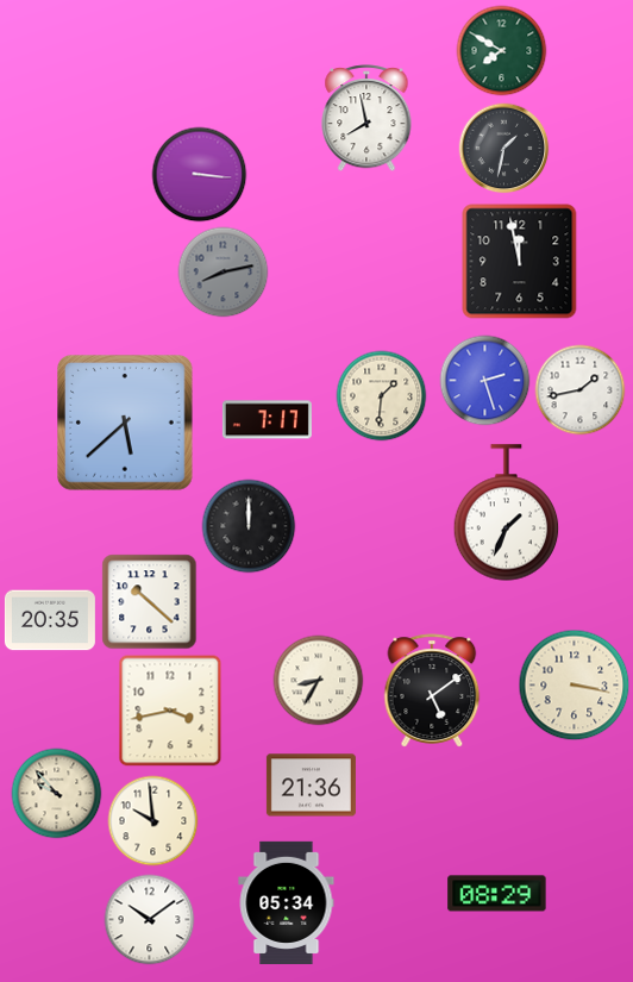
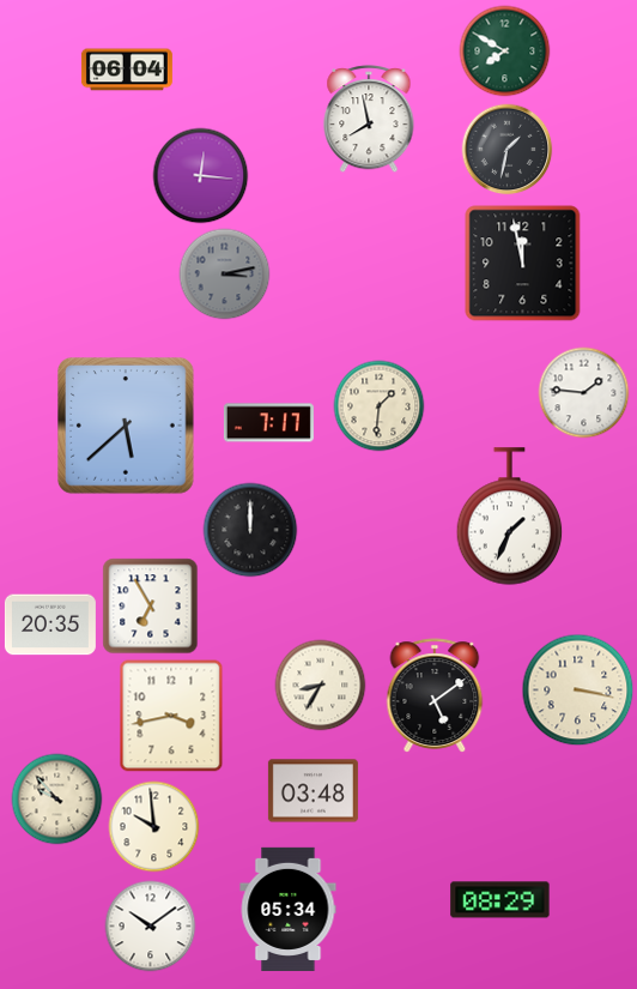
clock at (127, 70): none -> 06:04
clock at (200, 175): 3:16 -> 12:16
clock at (224, 273): 8:13 -> 3:13
clock at (485, 381): 2:27 -> none
clock at (581, 390): 1:43 -> 1:46
clock at (382, 396) position: (382, 396) -> (380, 406)
clock at (150, 602): 10:22 -> 6:55
clock at (311, 786): 21:36 -> 03:48
